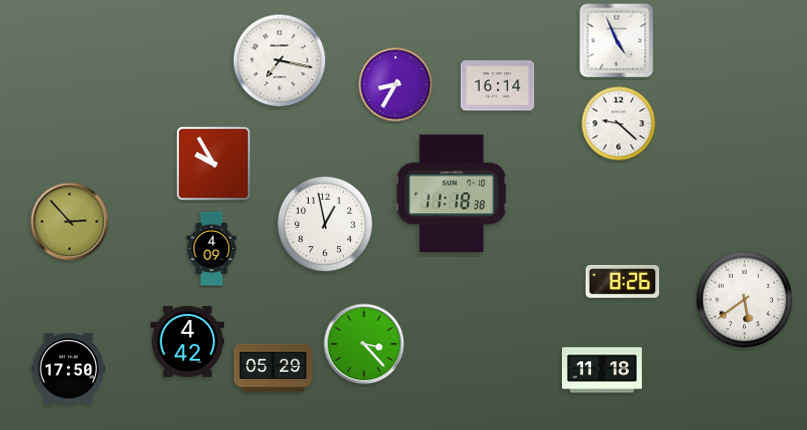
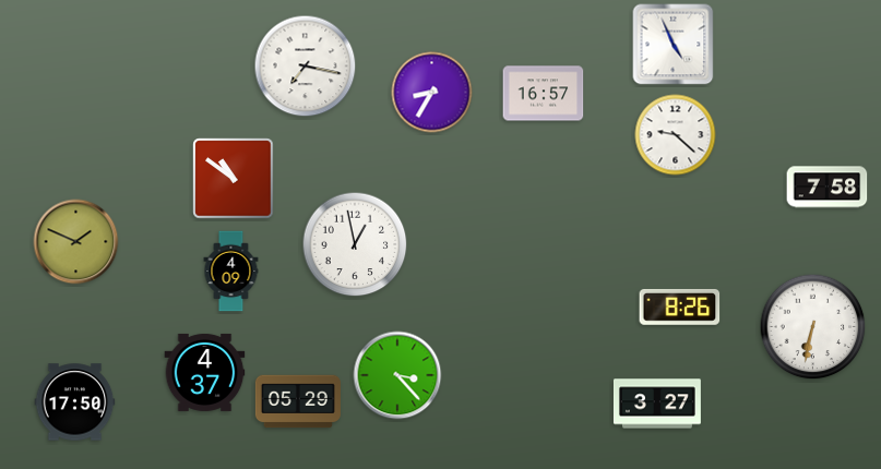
clock at (498, 86): 16:14 -> 16:57
clock at (214, 164): 9:55 -> 10:51
clock at (828, 188): none -> 7:58
clock at (452, 194): 11:18 -> none
clock at (70, 222): 2:53 -> 1:49
clock at (745, 300): 5:39 -> 6:32
clock at (188, 341): 4:42 -> 4:37
clock at (602, 370): 11:18 -> 3:27
